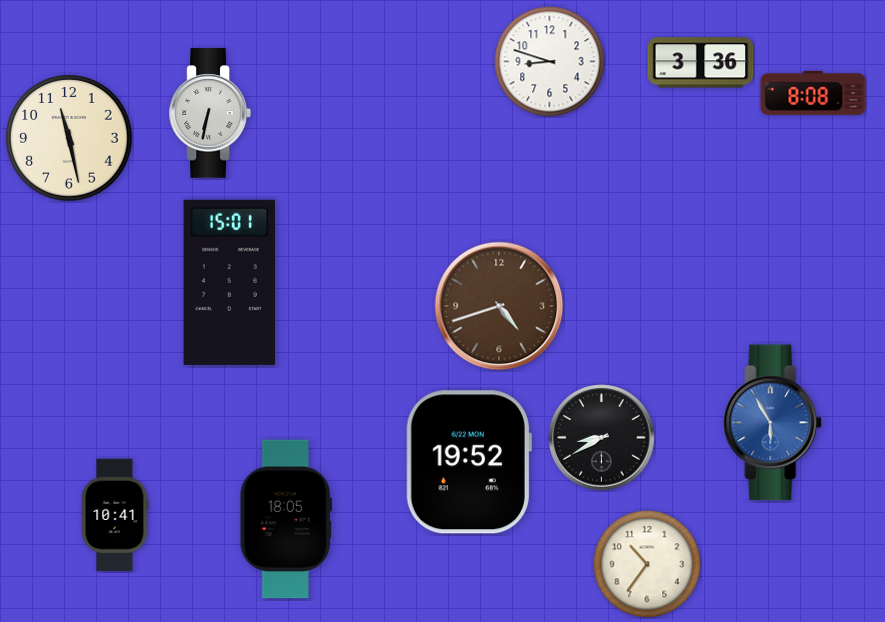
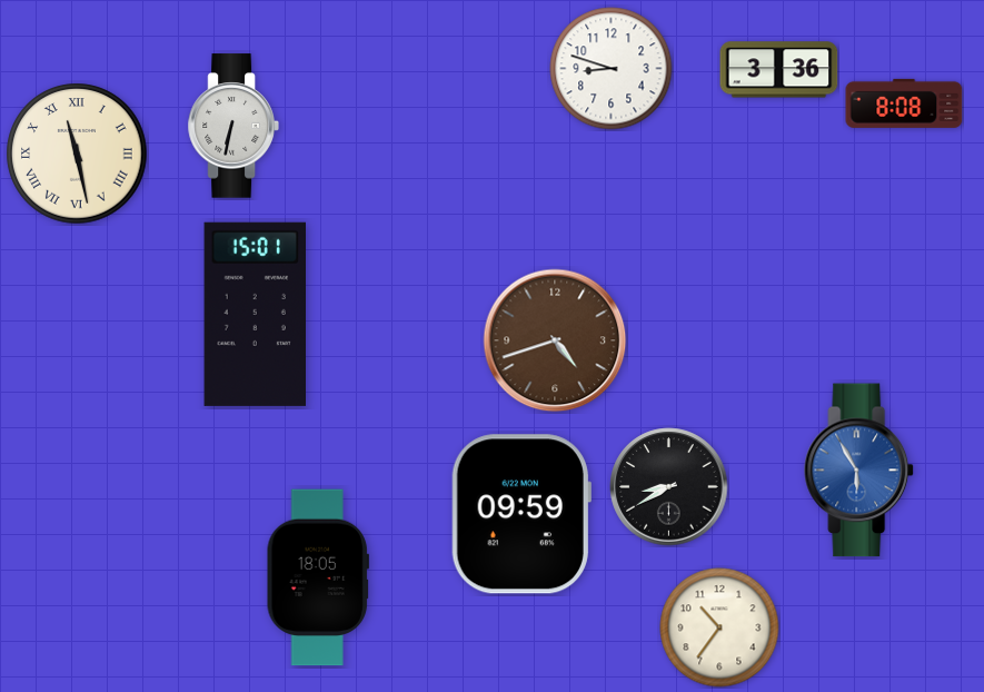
clock at (69, 138) numerals: Arabic -> Roman
clock at (469, 462): 19:52 -> 09:59
clock at (115, 515): 10:41 -> none
